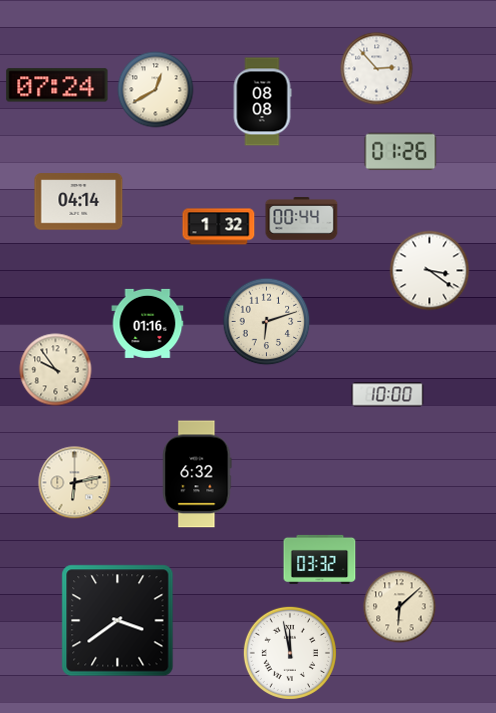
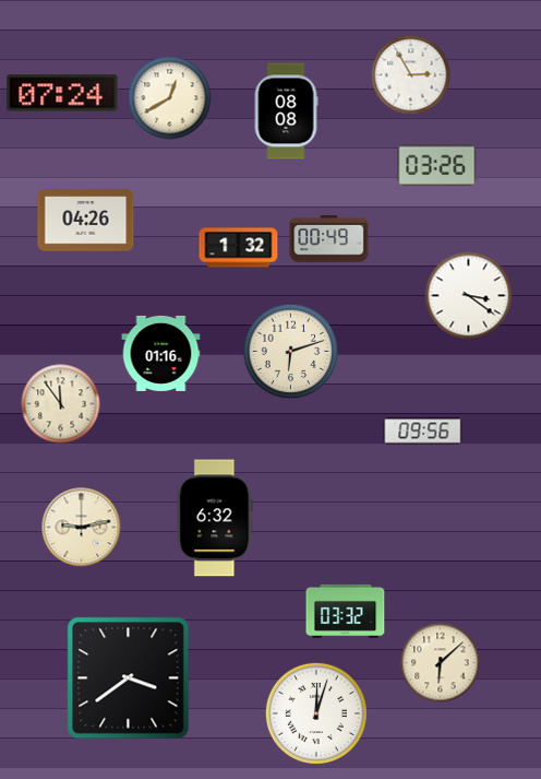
clock at (377, 69): 2:53 -> 2:55
clock at (401, 152): 01:26 -> 03:26
clock at (79, 202): 04:14 -> 04:26
clock at (302, 219): 00:44 -> 00:49
clock at (56, 370): 9:54 -> 11:54
clock at (388, 395): 10:00 -> 09:56
clock at (75, 483): 6:13 -> 9:13
clock at (320, 559) position: (320, 559) -> (346, 611)
clock at (400, 607) position: (400, 607) -> (441, 663)
clock at (290, 653): 11:58 -> 12:03
